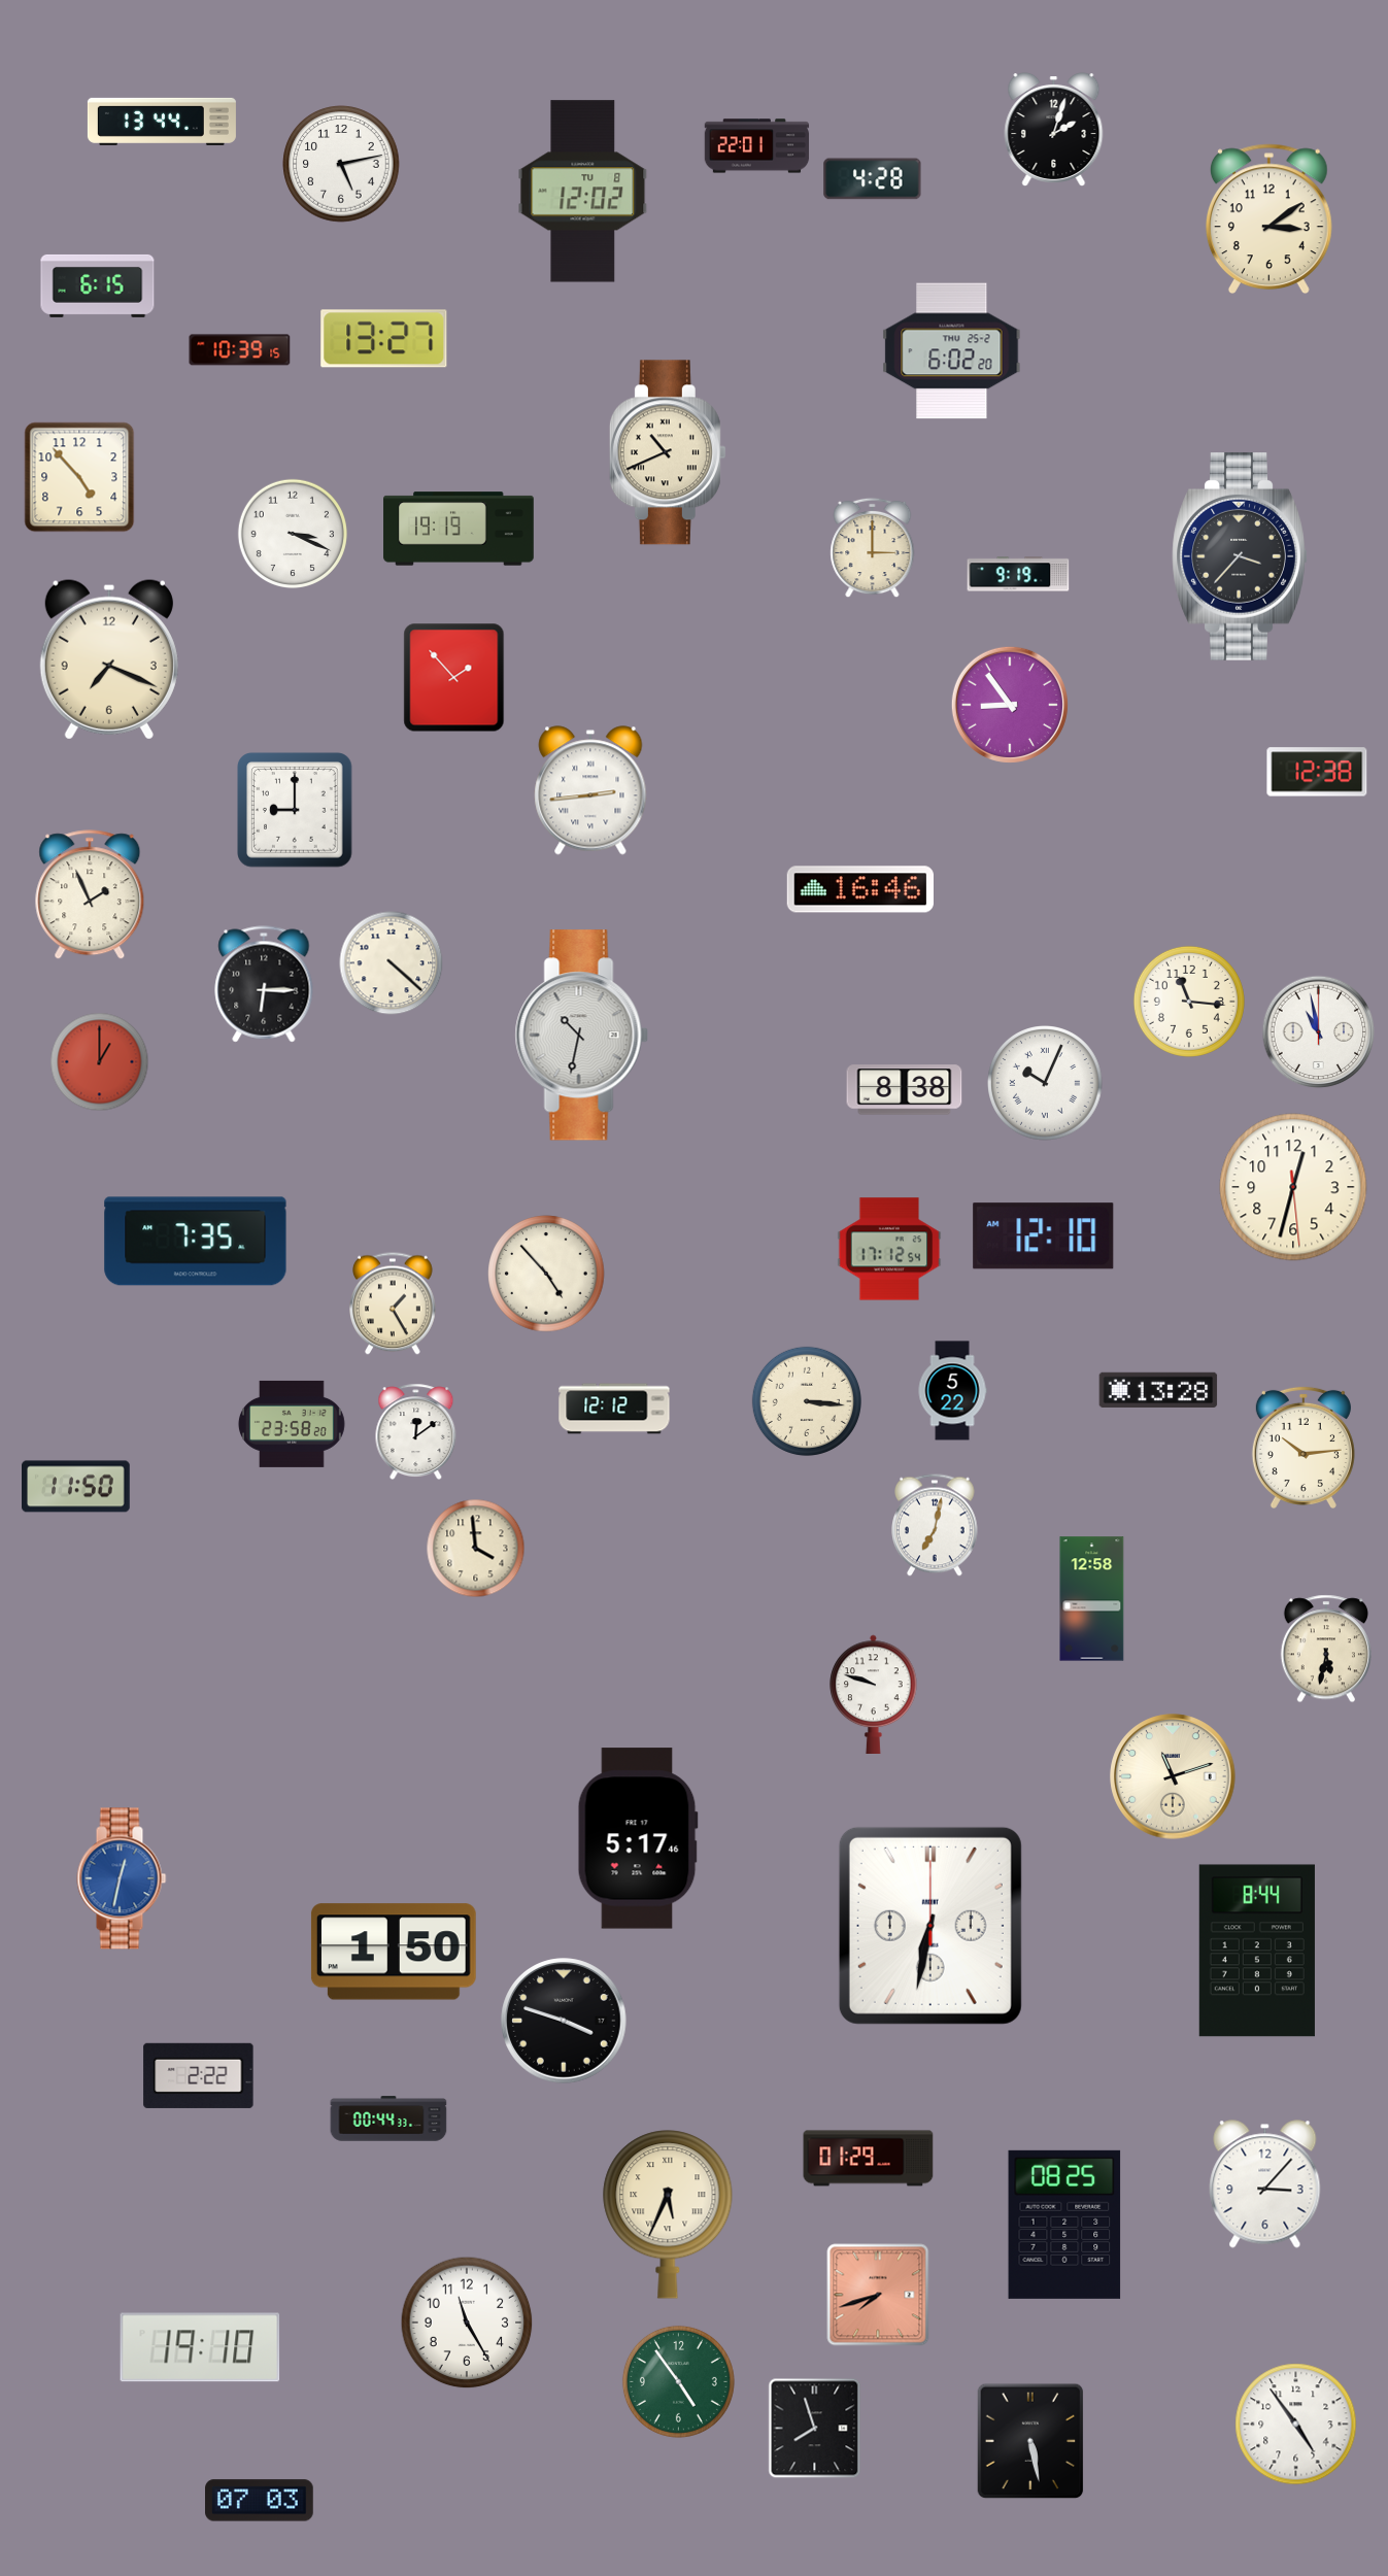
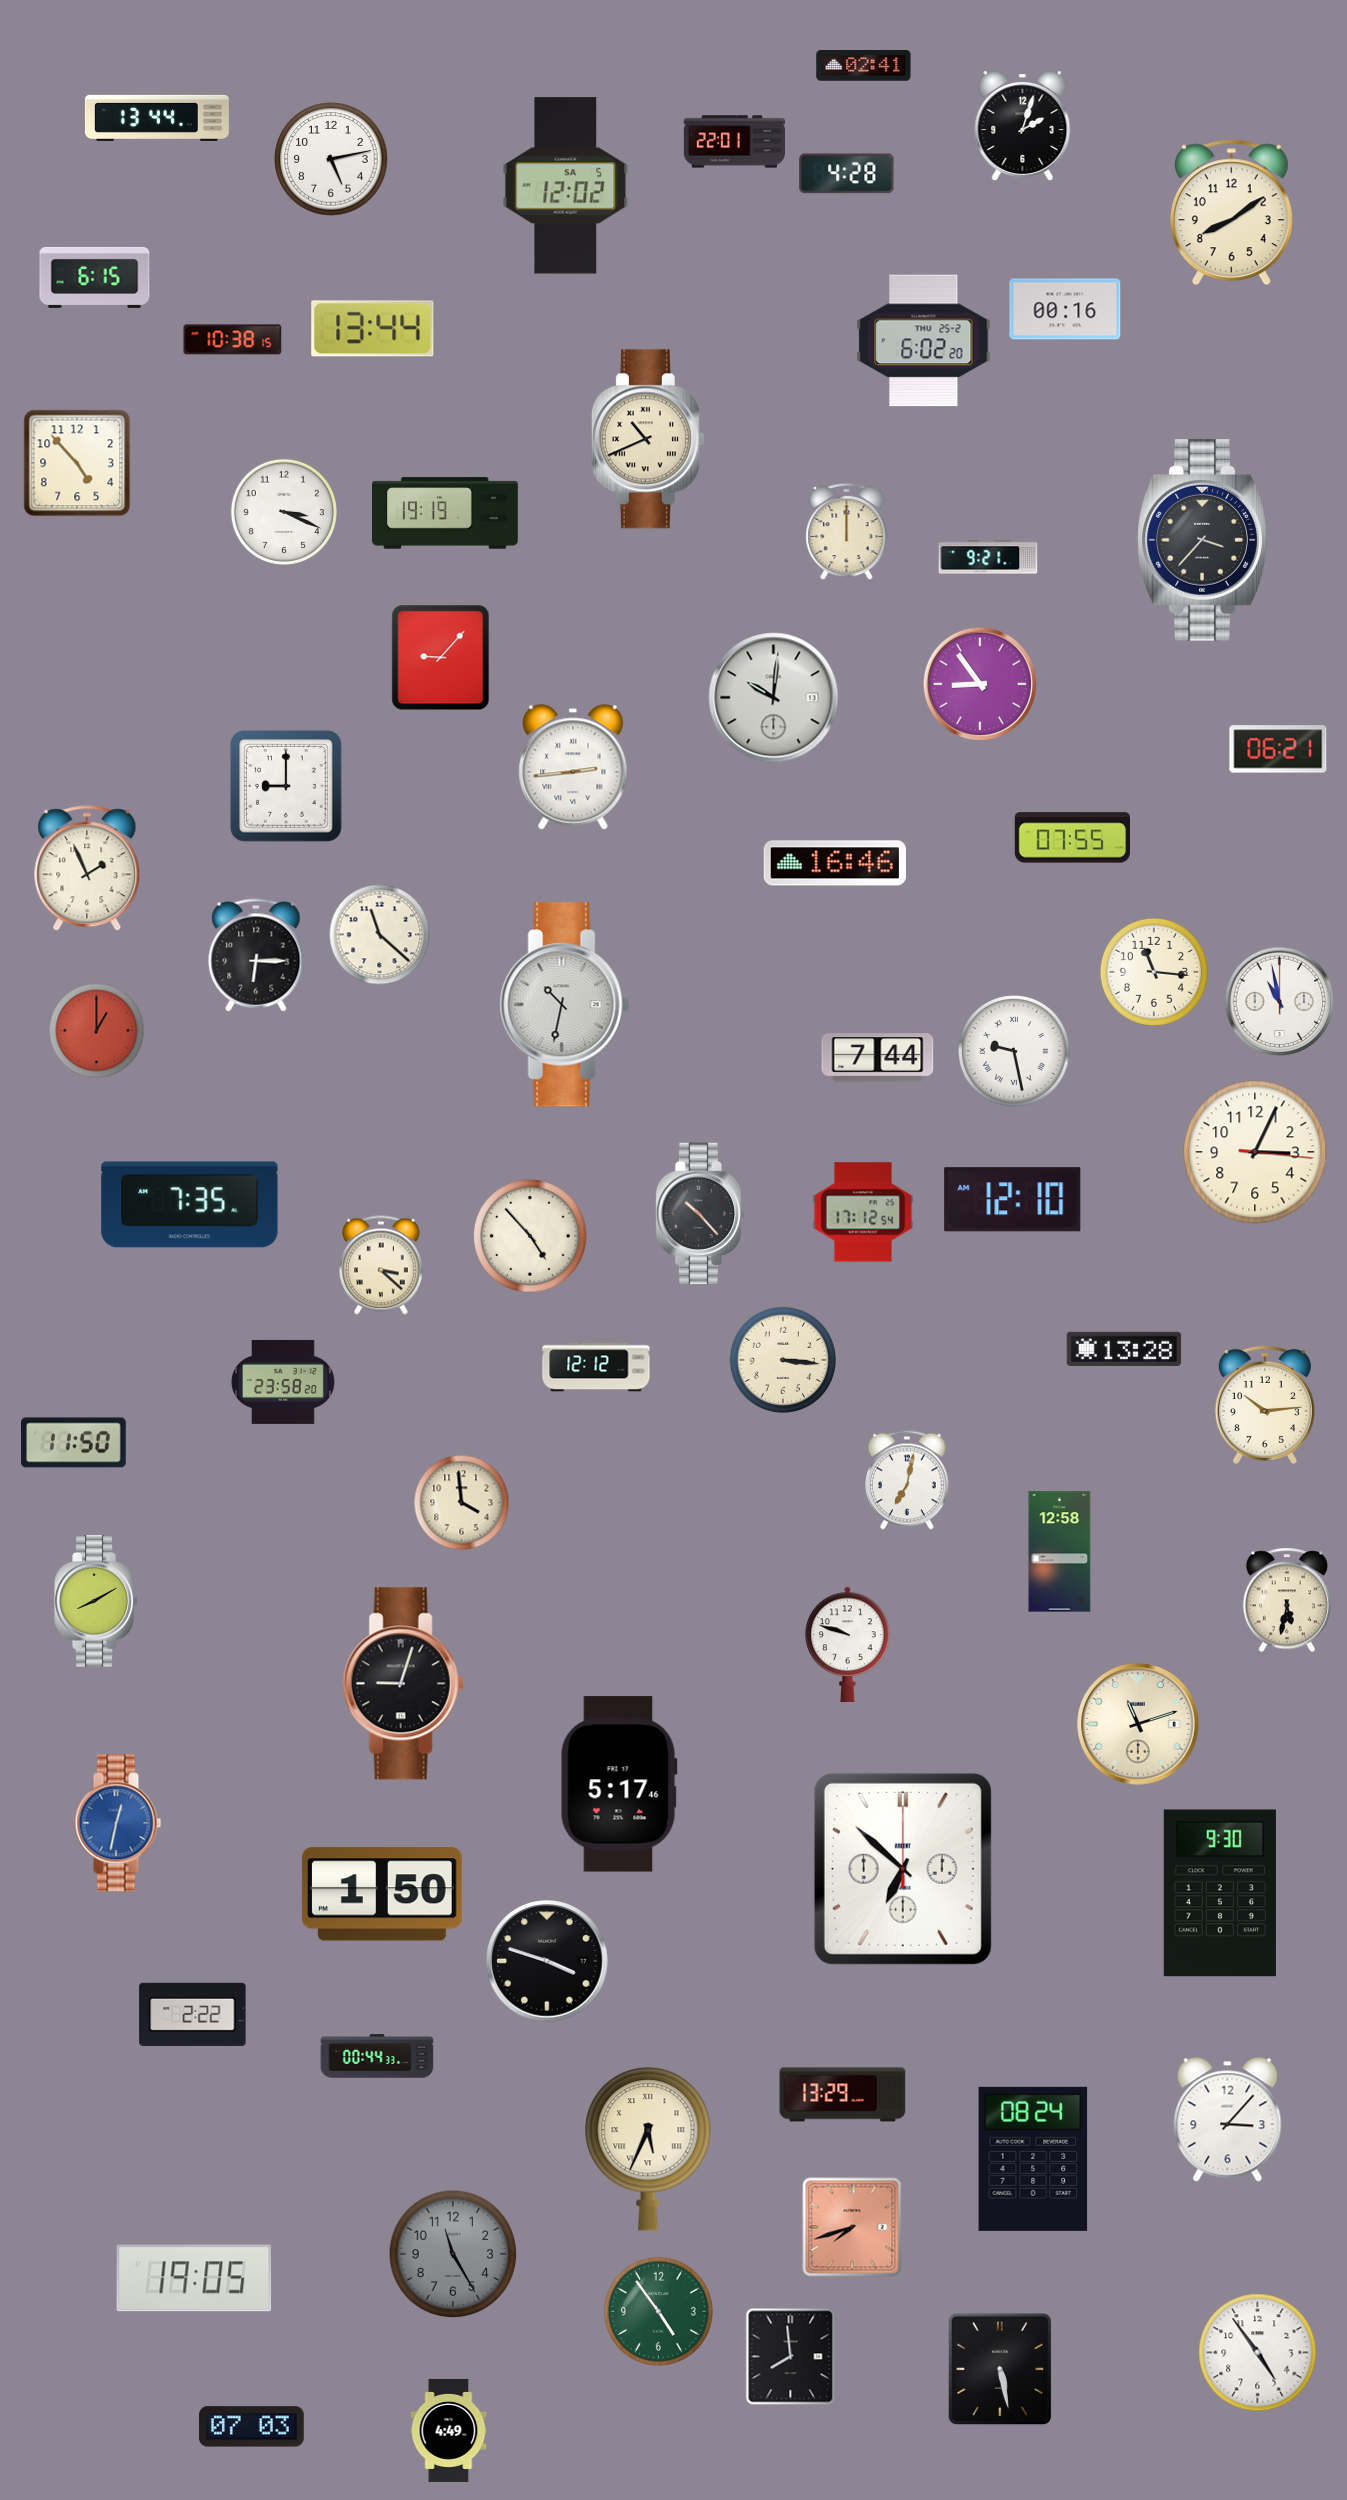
clock at (864, 66): none -> 02:41
clock at (583, 192) date: TU 8 -> SA 5
clock at (1268, 219): 3:09 -> 8:09
clock at (1065, 309): none -> 00:16
clock at (384, 339): 13:27 -> 13:44
clock at (240, 350): 10:39 -> 10:38
clock at (293, 534) position: (293, 534) -> (284, 512)
clock at (873, 548): 3:00 -> 12:00
clock at (1018, 574): 9:19 -> 9:21
clock at (109, 659): 7:19 -> none
clock at (454, 678): 1:53 -> 9:07
clock at (774, 698): none -> 10:01
clock at (1317, 772): 12:38 -> 06:21
clock at (1072, 838): none -> 07:55
clock at (392, 963): 4:22 -> 11:22
clock at (1046, 1084): 10:04 -> 9:28
clock at (905, 1090): 8:38 -> 7:44
clock at (1293, 1187): 12:32 -> 3:04
clock at (701, 1214): none -> 10:23
clock at (394, 1303): 1:25 -> 3:22
clock at (952, 1391): 5:22 -> none
clock at (416, 1432): 12:09 -> none
clock at (96, 1601): none -> 8:10
clock at (403, 1684): none -> 9:03
clock at (930, 1926): 6:32 -> 6:52
clock at (1257, 1951): 8:44 -> 9:30
clock at (869, 2159): 01:29 -> 13:29
clock at (1064, 2225): 08:25 -> 08:24
clock at (467, 2323) dial: white -> grey
clock at (200, 2347): 19:10 -> 19:05
clock at (815, 2429): 7:57 -> 7:59
clock at (449, 2430): none -> 4:49
